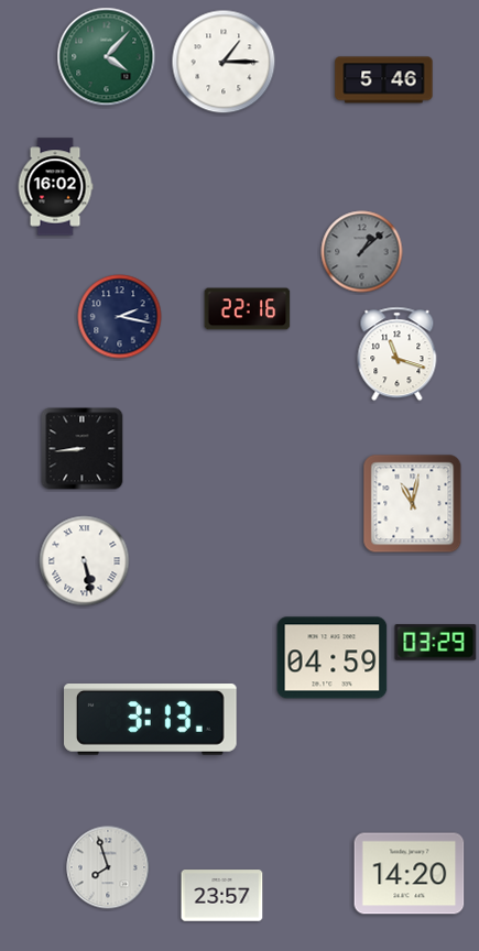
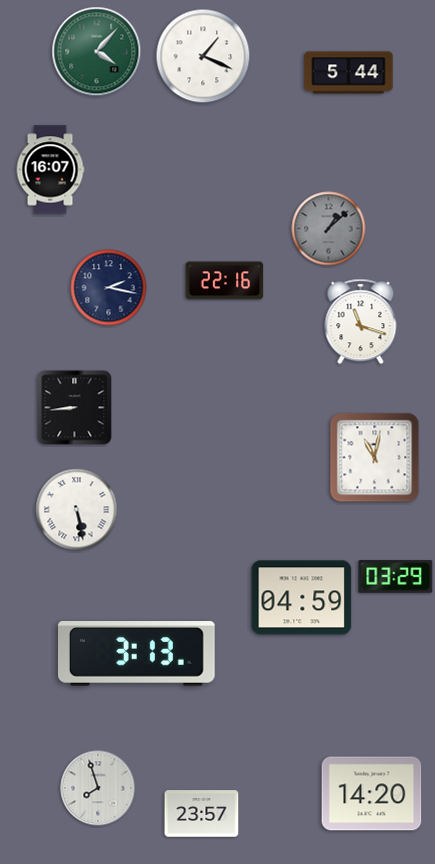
clock at (224, 62): 1:15 -> 1:19
clock at (384, 80): 5:46 -> 5:44
clock at (55, 187): 16:02 -> 16:07
clock at (436, 643) position: (436, 643) -> (396, 577)
